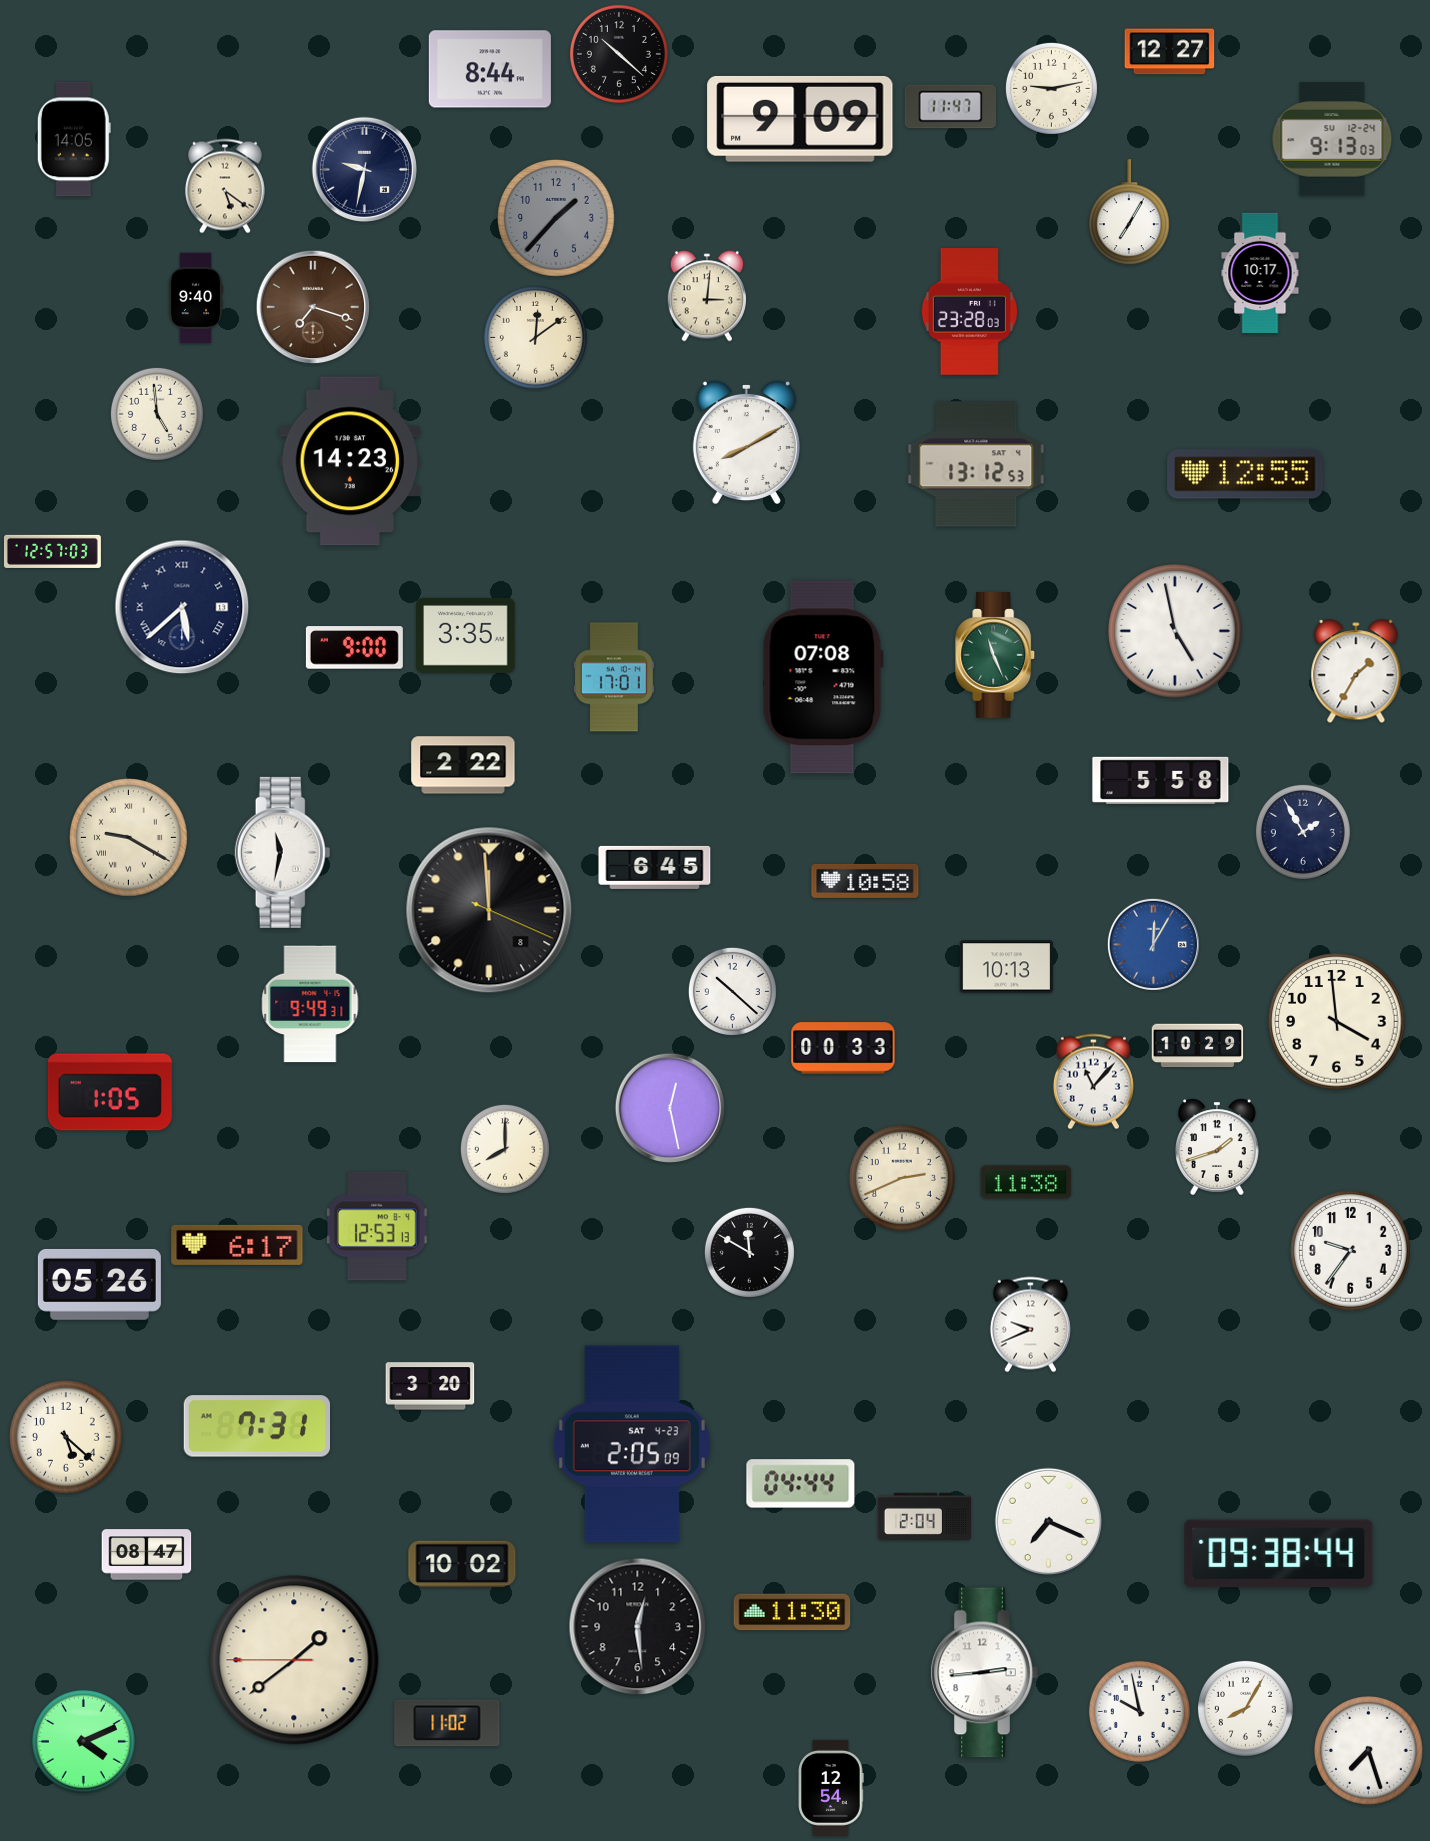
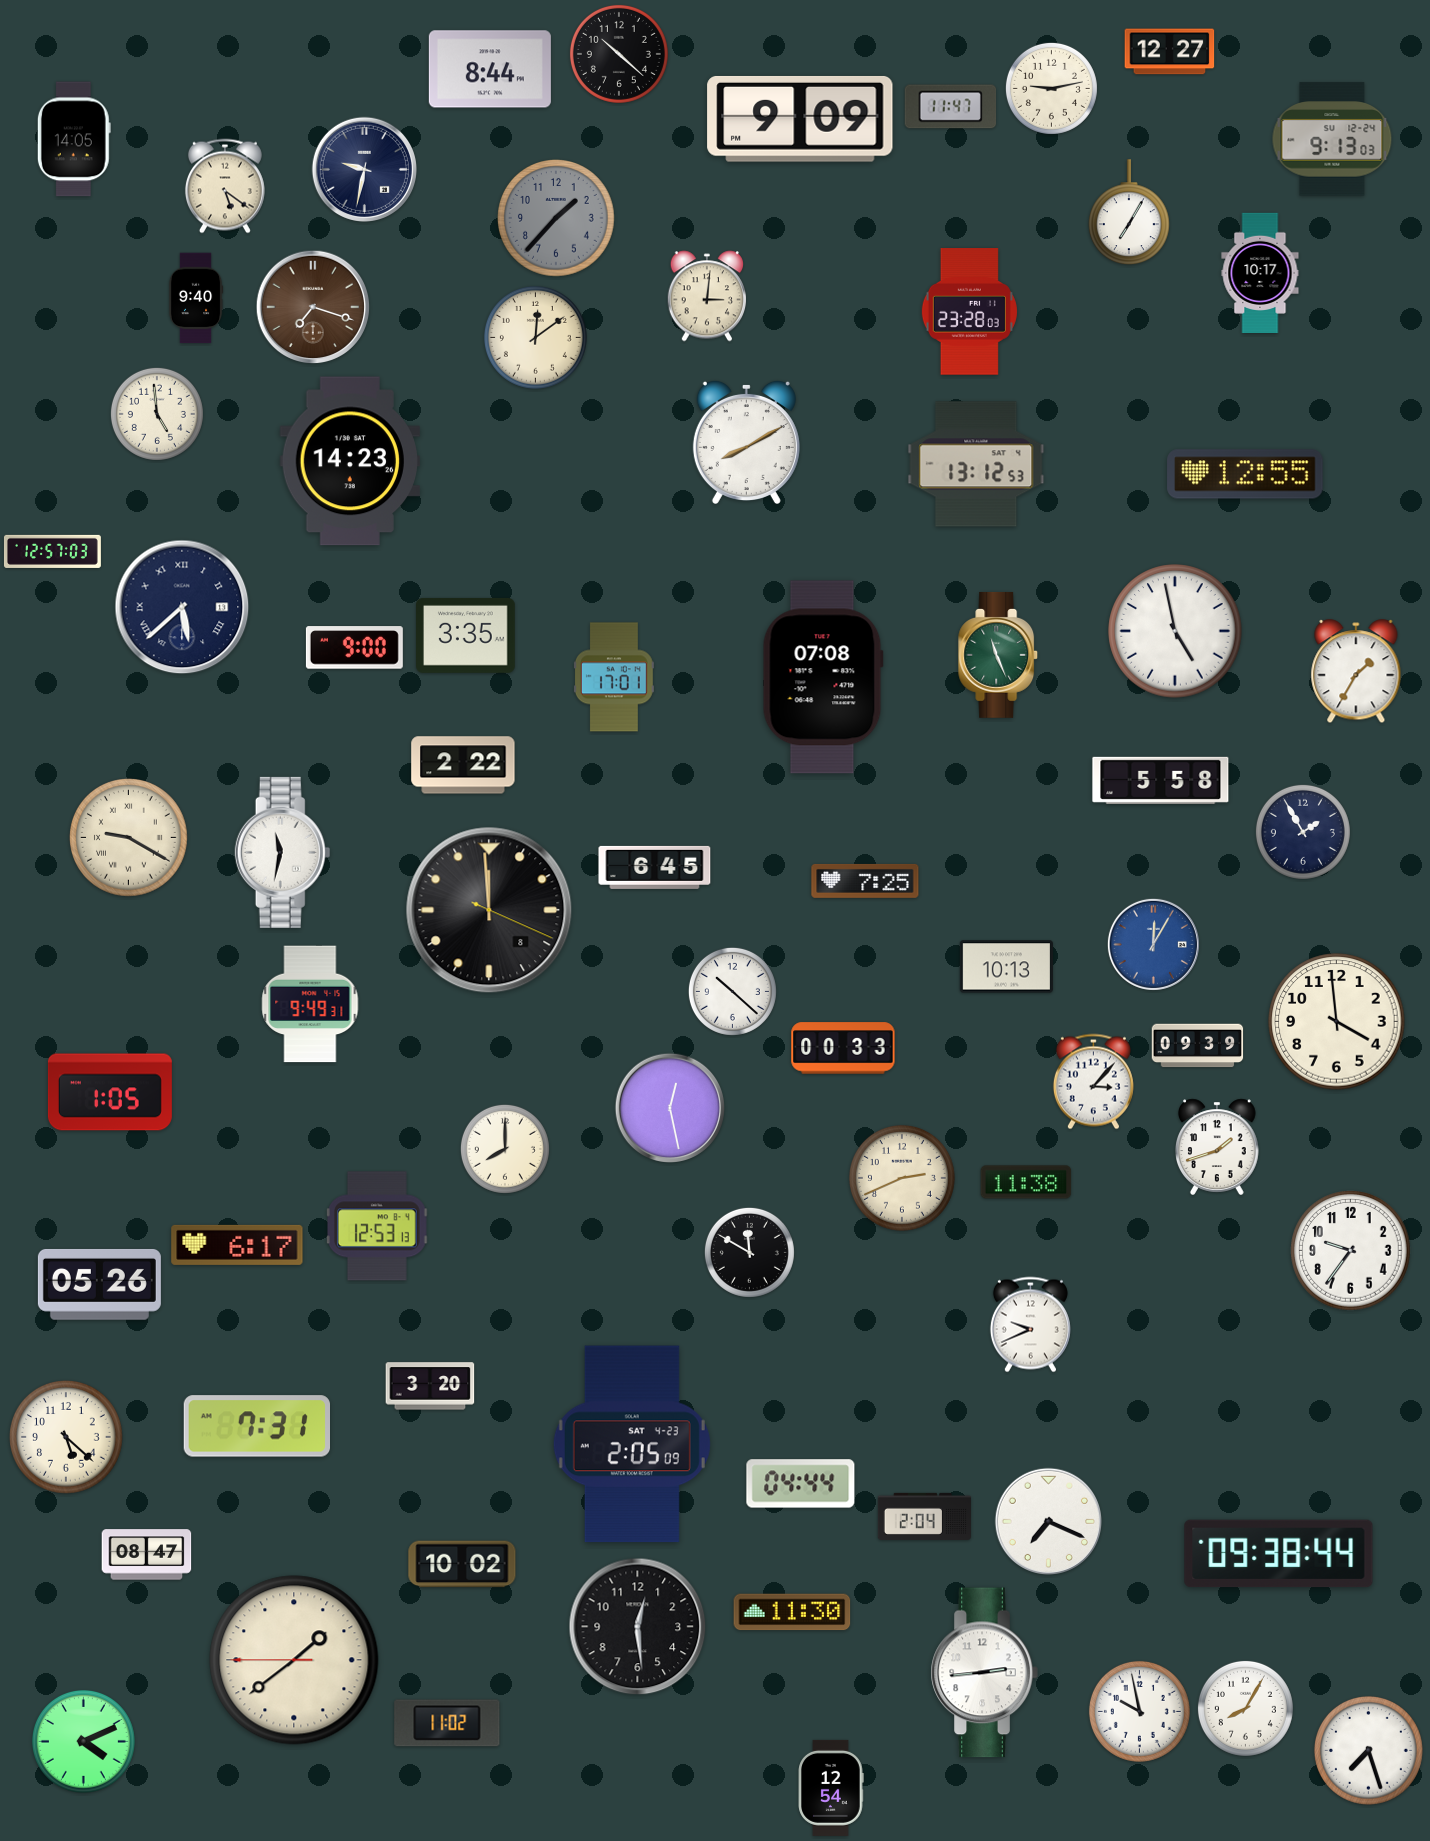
clock at (996, 655) position: (996, 655) -> (999, 655)
clock at (865, 881): 10:58 -> 7:25
clock at (1198, 1046): 10:29 -> 09:39
clock at (1093, 1082): 11:07 -> 3:07
